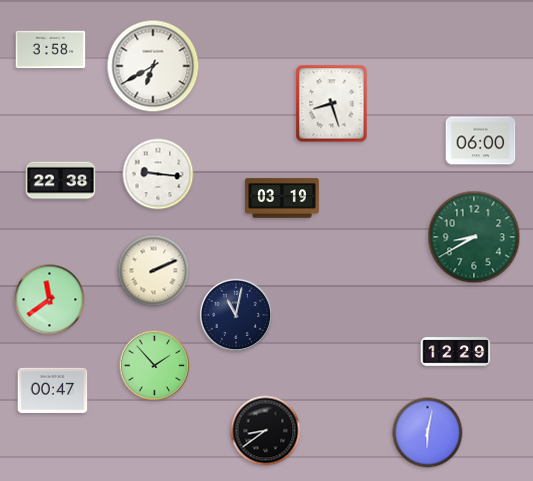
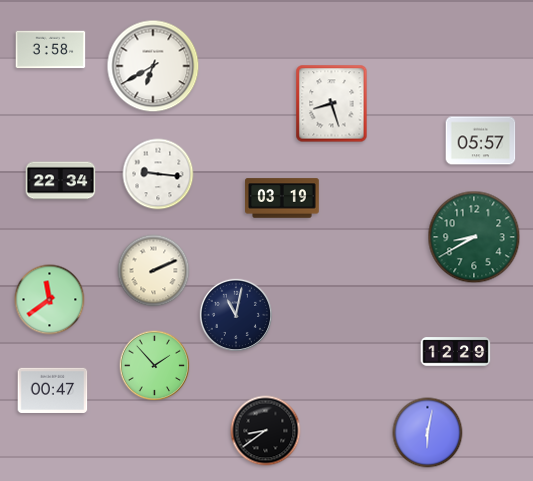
clock at (481, 141): 06:00 -> 05:57
clock at (61, 181): 22:38 -> 22:34
